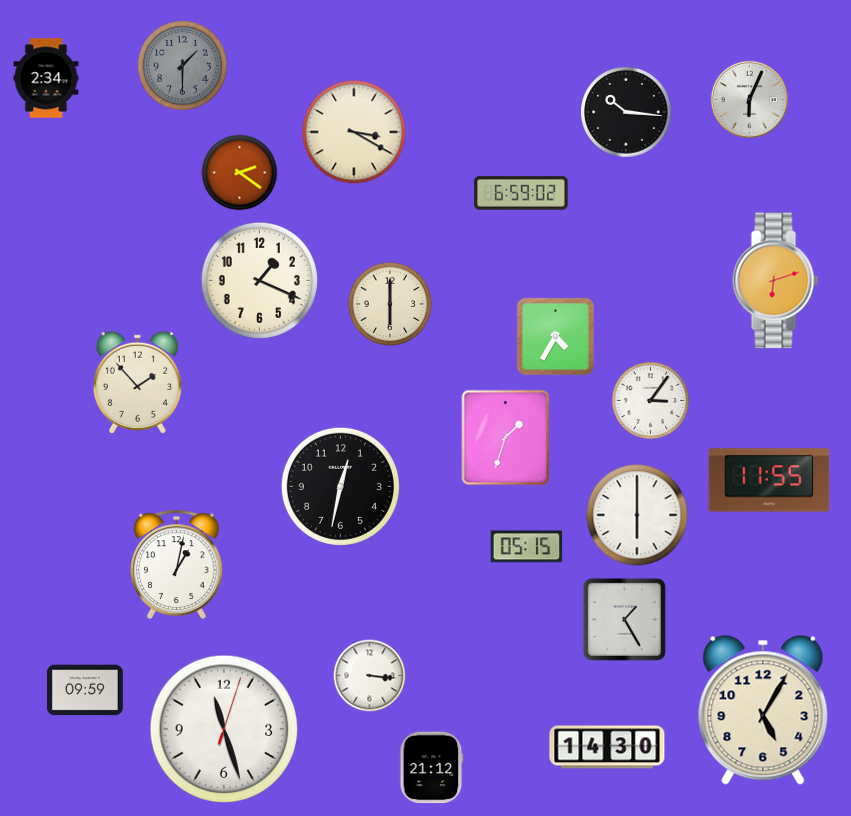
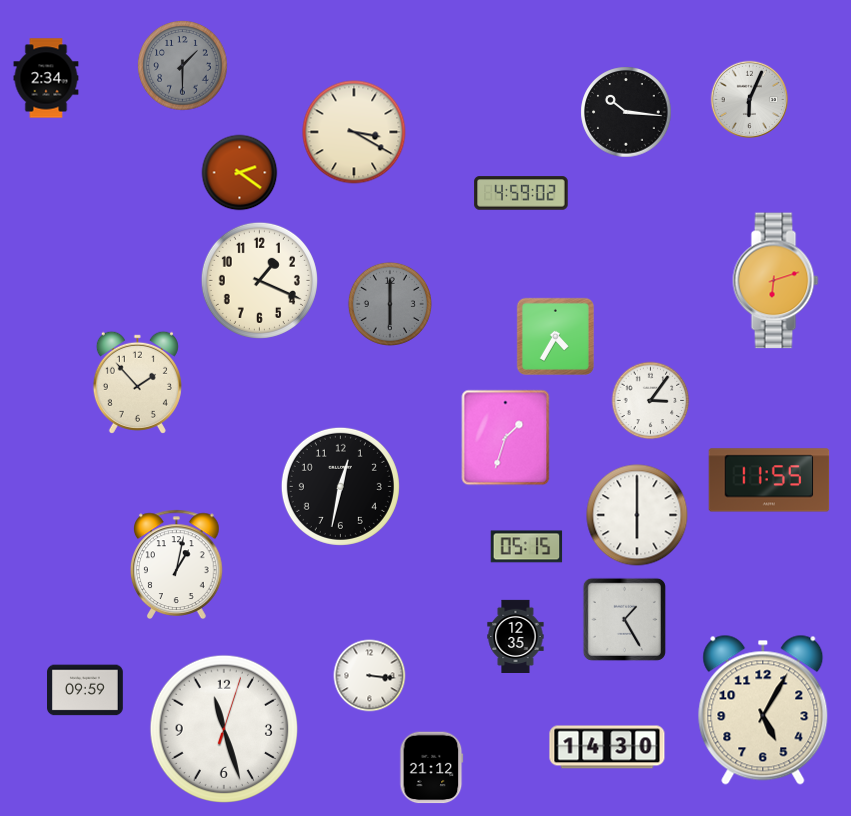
clock at (521, 193): 6:59 -> 4:59
clock at (390, 304) dial: cream -> grey
clock at (516, 636): none -> 12:35
